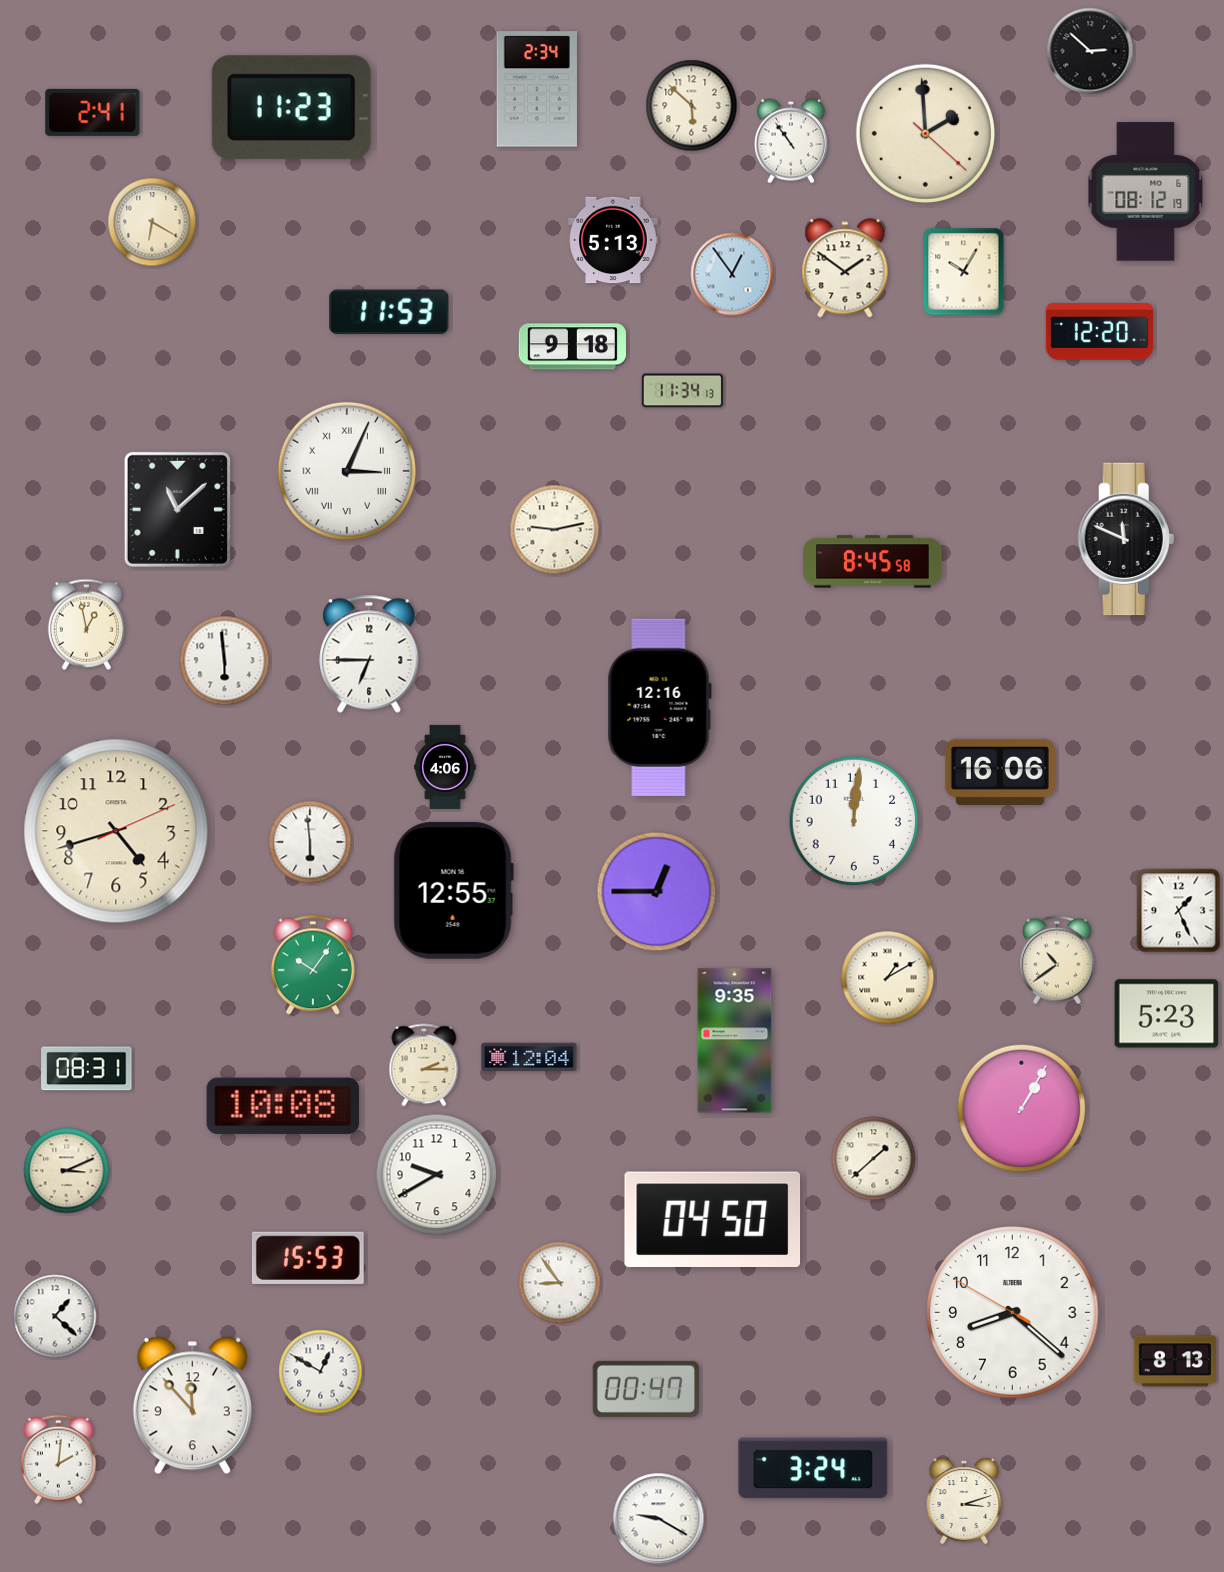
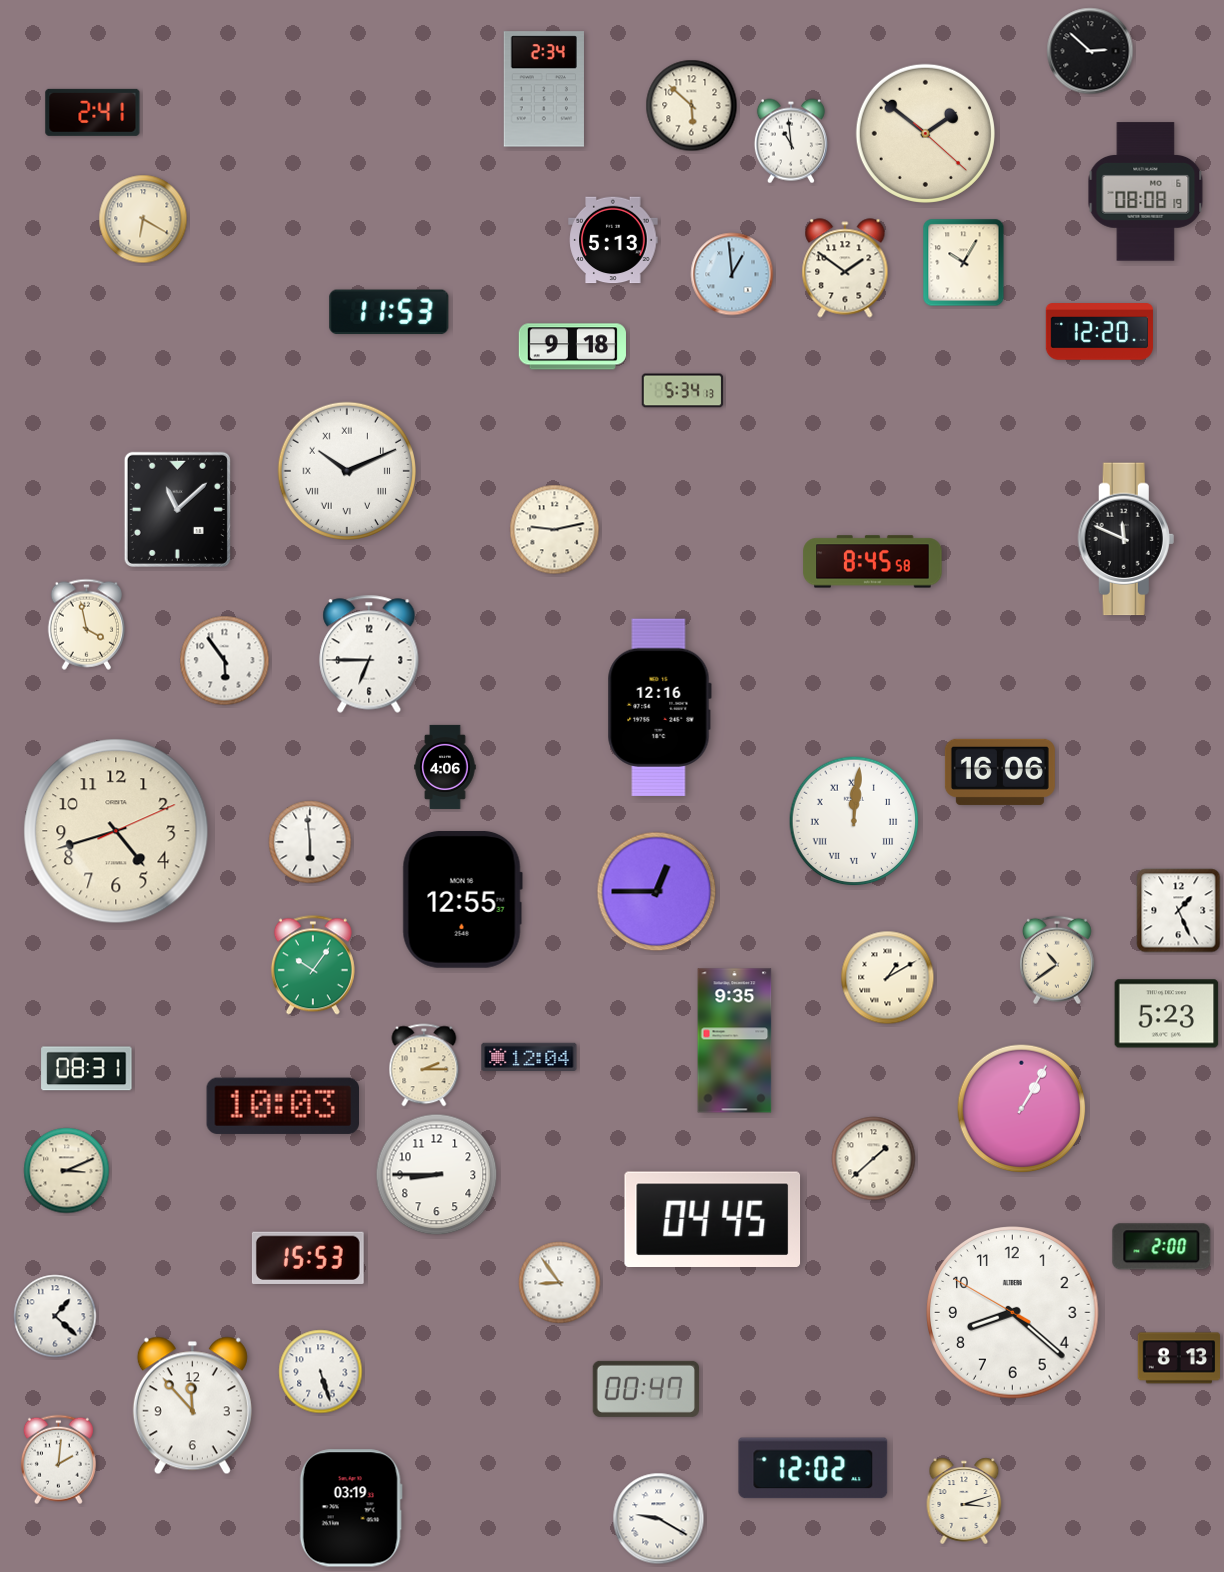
clock at (537, 89) position: (537, 89) -> (544, 89)
clock at (291, 108): 11:23 -> none
clock at (925, 133): 1:59 -> 1:51
clock at (791, 141): 10:54 -> 10:59
clock at (1146, 192): 08:12 -> 08:08
clock at (152, 222) position: (152, 222) -> (143, 219)
clock at (964, 272) position: (964, 272) -> (964, 263)
clock at (732, 274): 12:54 -> 12:59
clock at (683, 391): 11:34 -> 5:34
clock at (347, 471): 3:04 -> 10:11
clock at (86, 624): 12:58 -> 3:58
clock at (225, 661): 5:59 -> 5:54
clock at (854, 821) numerals: Arabic -> Roman
clock at (453, 890) position: (453, 890) -> (462, 899)
clock at (282, 1106): 10:08 -> 10:03
clock at (437, 1175): 9:40 -> 8:45
clock at (713, 1219): 04:50 -> 04:45
clock at (1162, 1247): none -> 2:00
clock at (1174, 1361) position: (1174, 1361) -> (1178, 1358)
clock at (321, 1372): 12:50 -> 5:27
clock at (813, 1468): 3:24 -> 12:02
clock at (351, 1508): none -> 03:19
